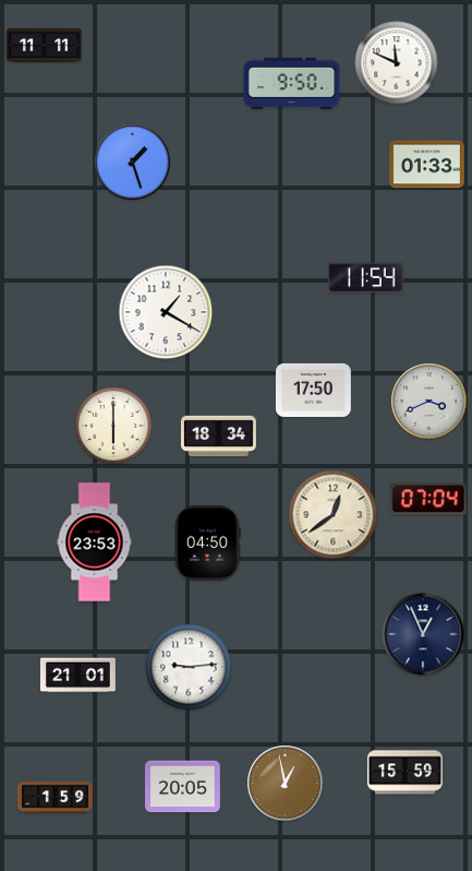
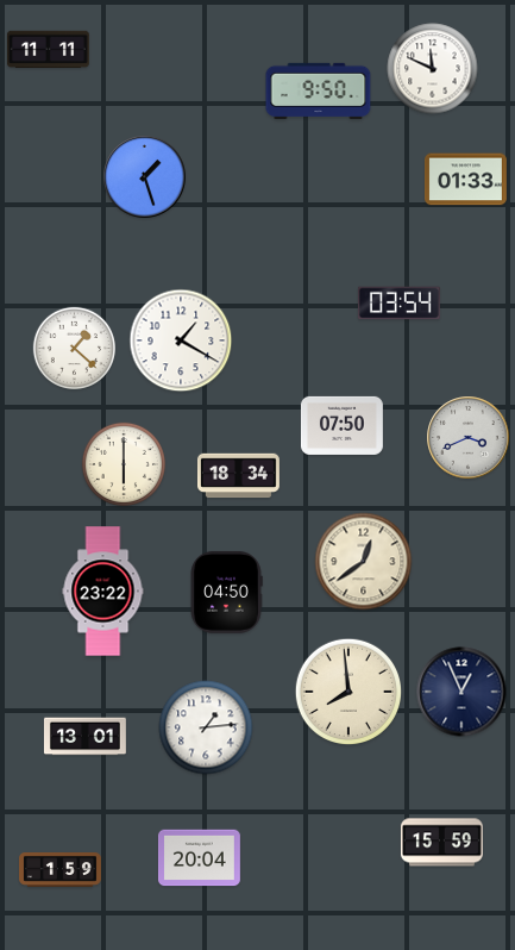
clock at (365, 278): 11:54 -> 03:54
clock at (74, 348): none -> 1:22
clock at (313, 390): 17:50 -> 07:50
clock at (429, 499): 07:04 -> none
clock at (95, 542): 23:53 -> 23:22
clock at (347, 690): none -> 7:59
clock at (189, 667): 9:14 -> 1:14
clock at (77, 676): 21:01 -> 13:01
clock at (286, 784): 12:58 -> none
clock at (182, 787): 20:05 -> 20:04
